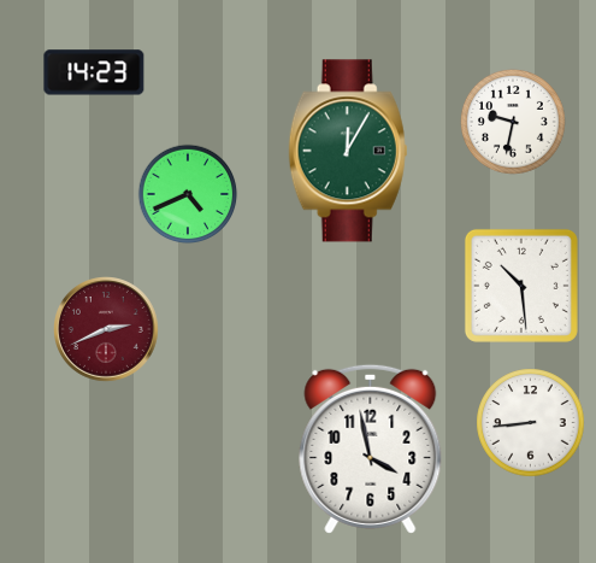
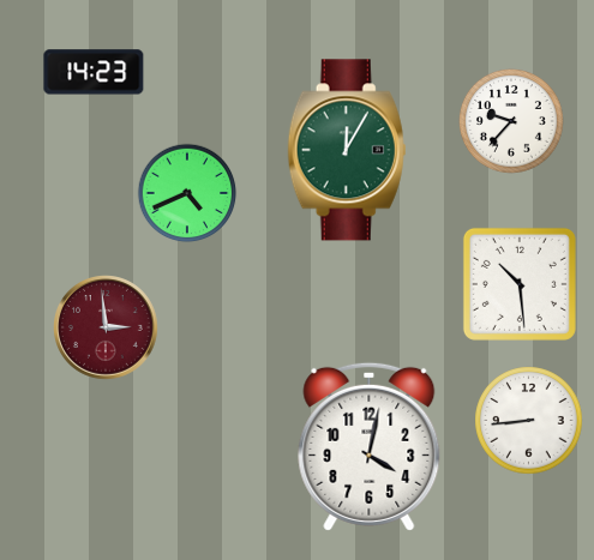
clock at (513, 122): 9:32 -> 9:37
clock at (107, 330): 2:41 -> 2:59
clock at (371, 448): 3:58 -> 4:02
